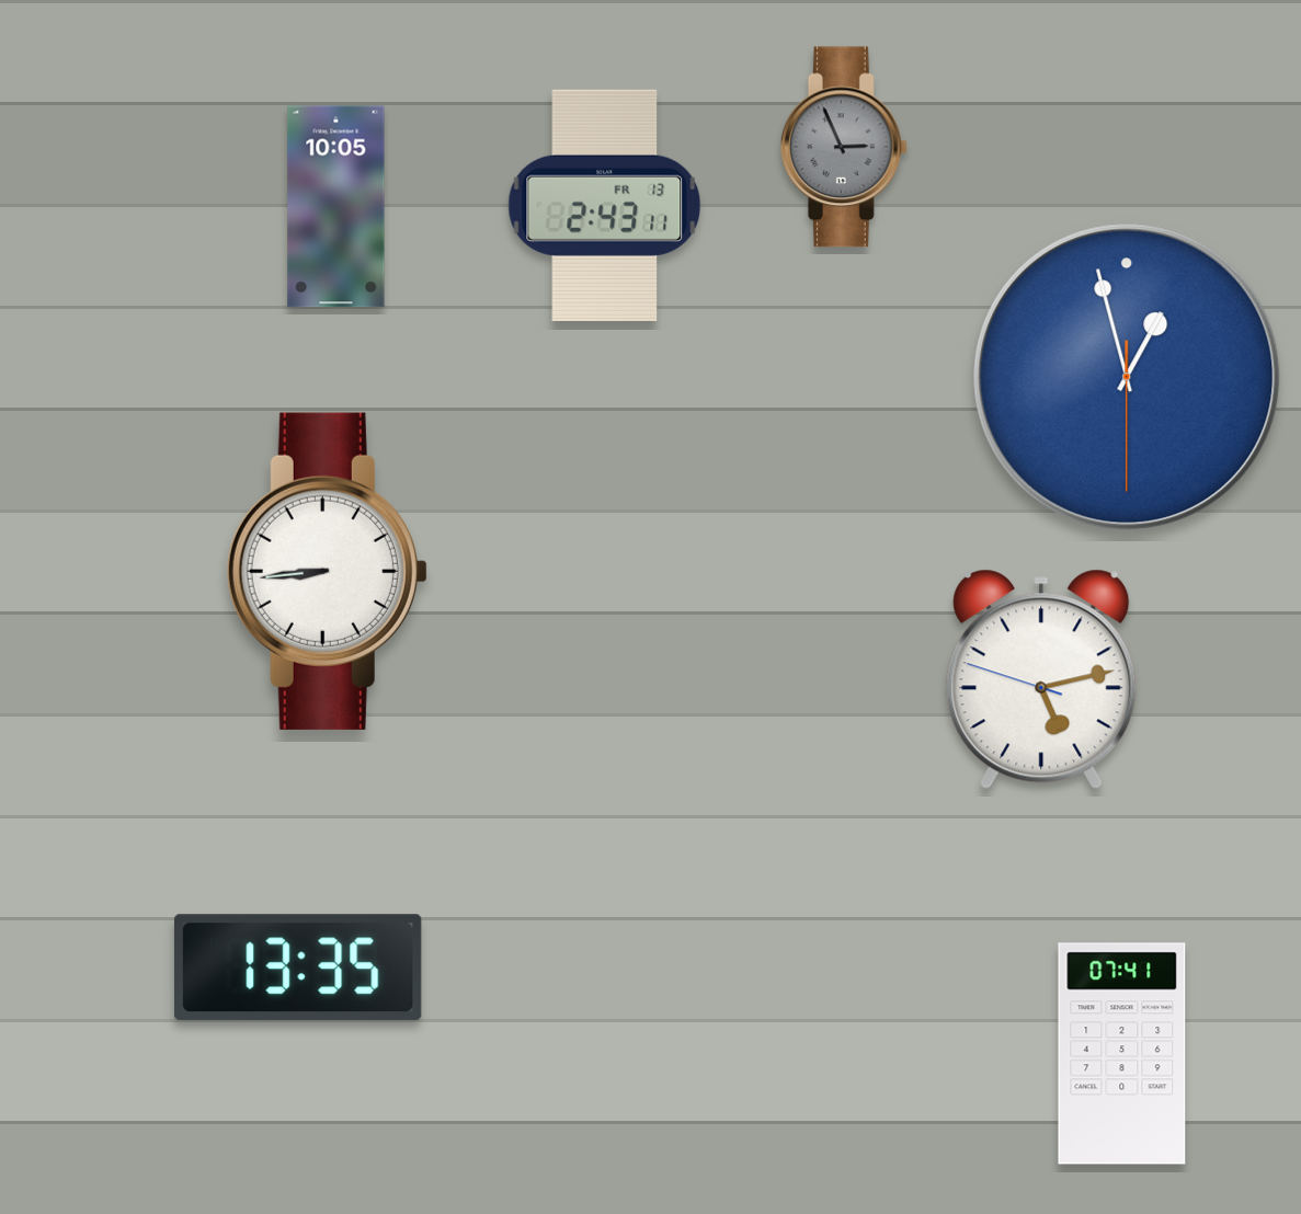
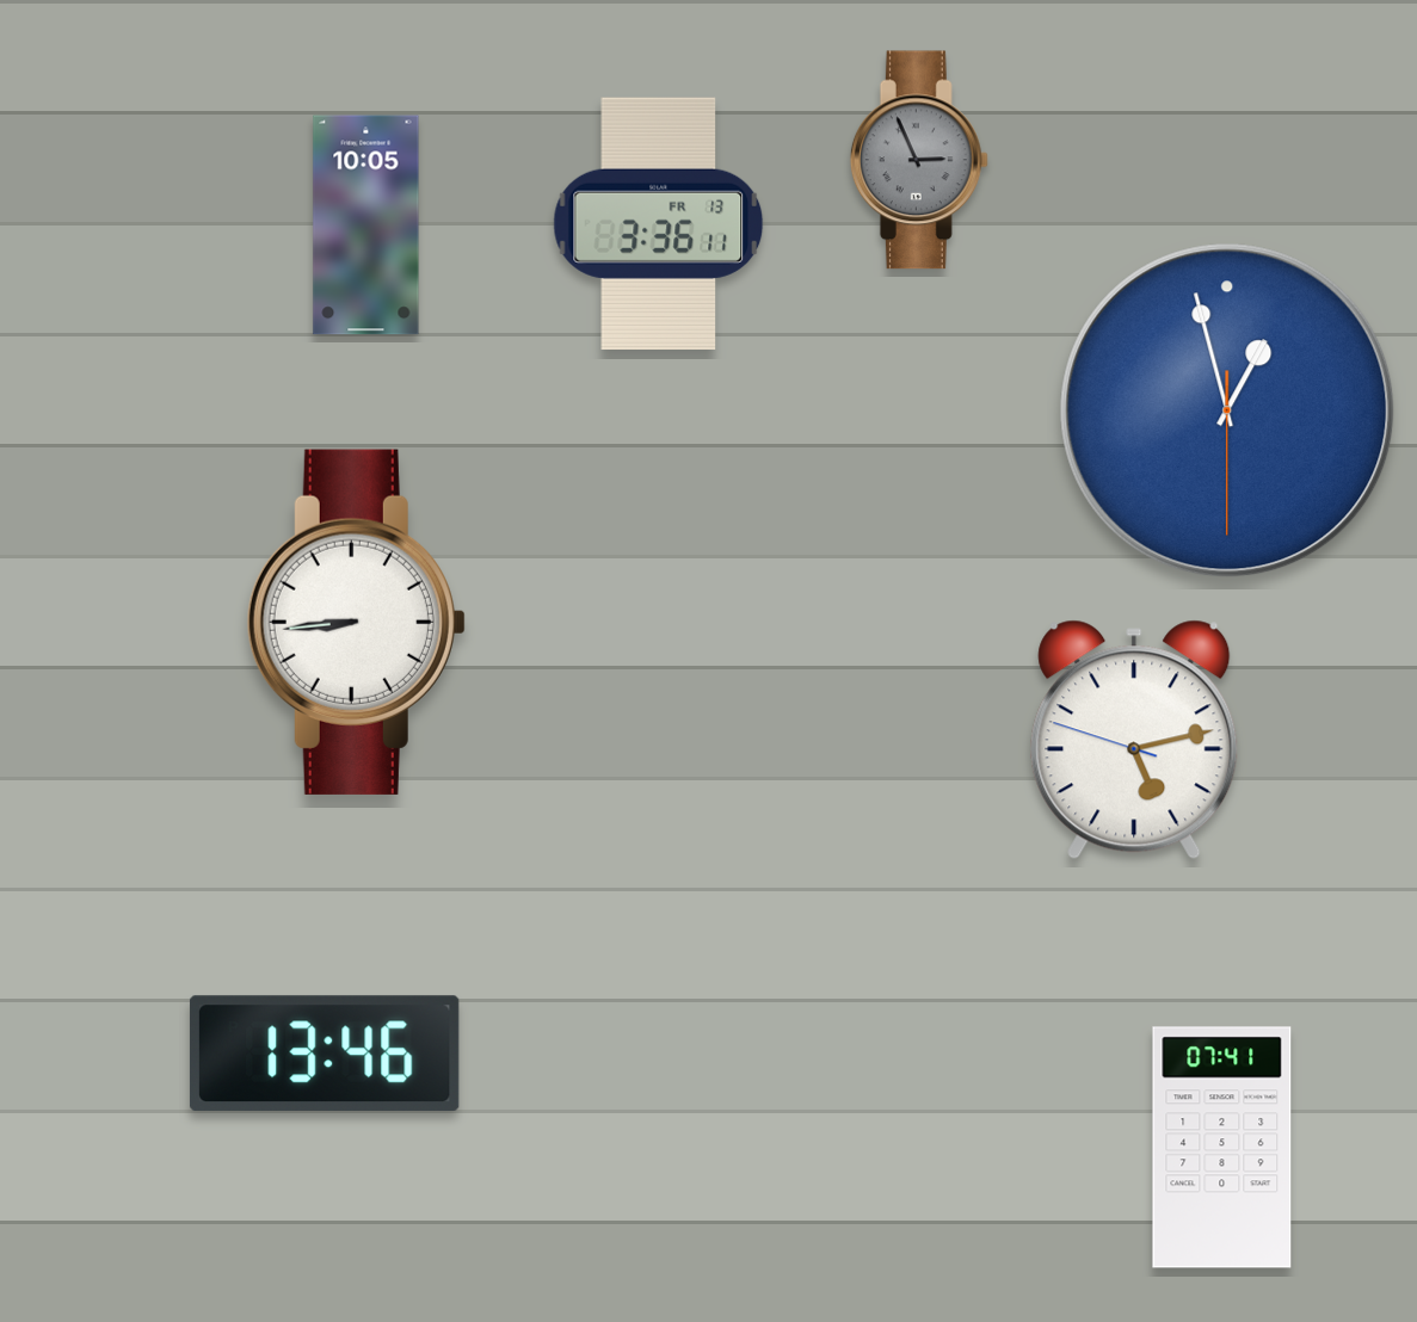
clock at (605, 205): 2:43 -> 3:36
clock at (298, 967): 13:35 -> 13:46
